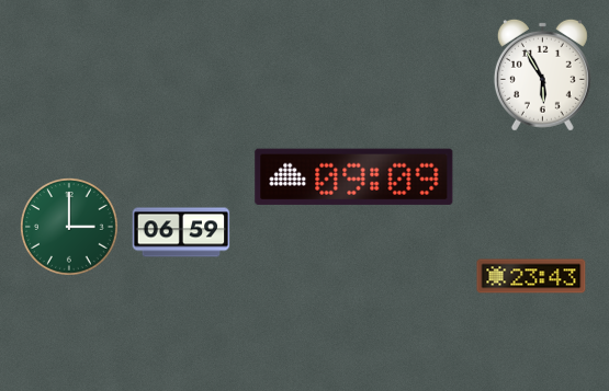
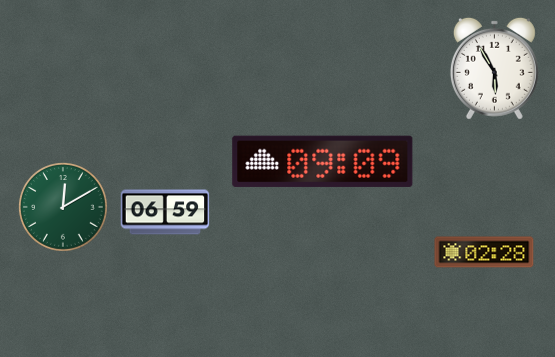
clock at (70, 228): 3:00 -> 12:10
clock at (531, 276): 23:43 -> 02:28
